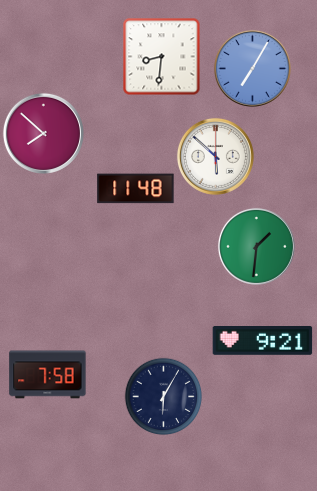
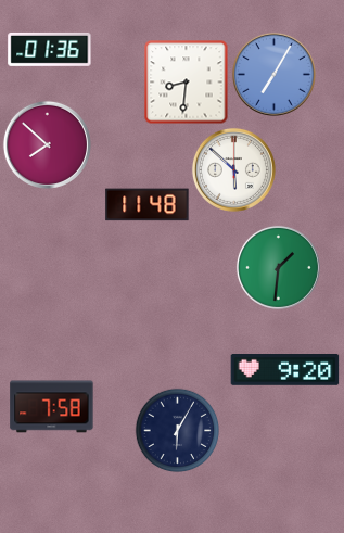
clock at (50, 49): none -> 01:36
clock at (161, 56) position: (161, 56) -> (186, 81)
clock at (263, 341): 9:21 -> 9:20
